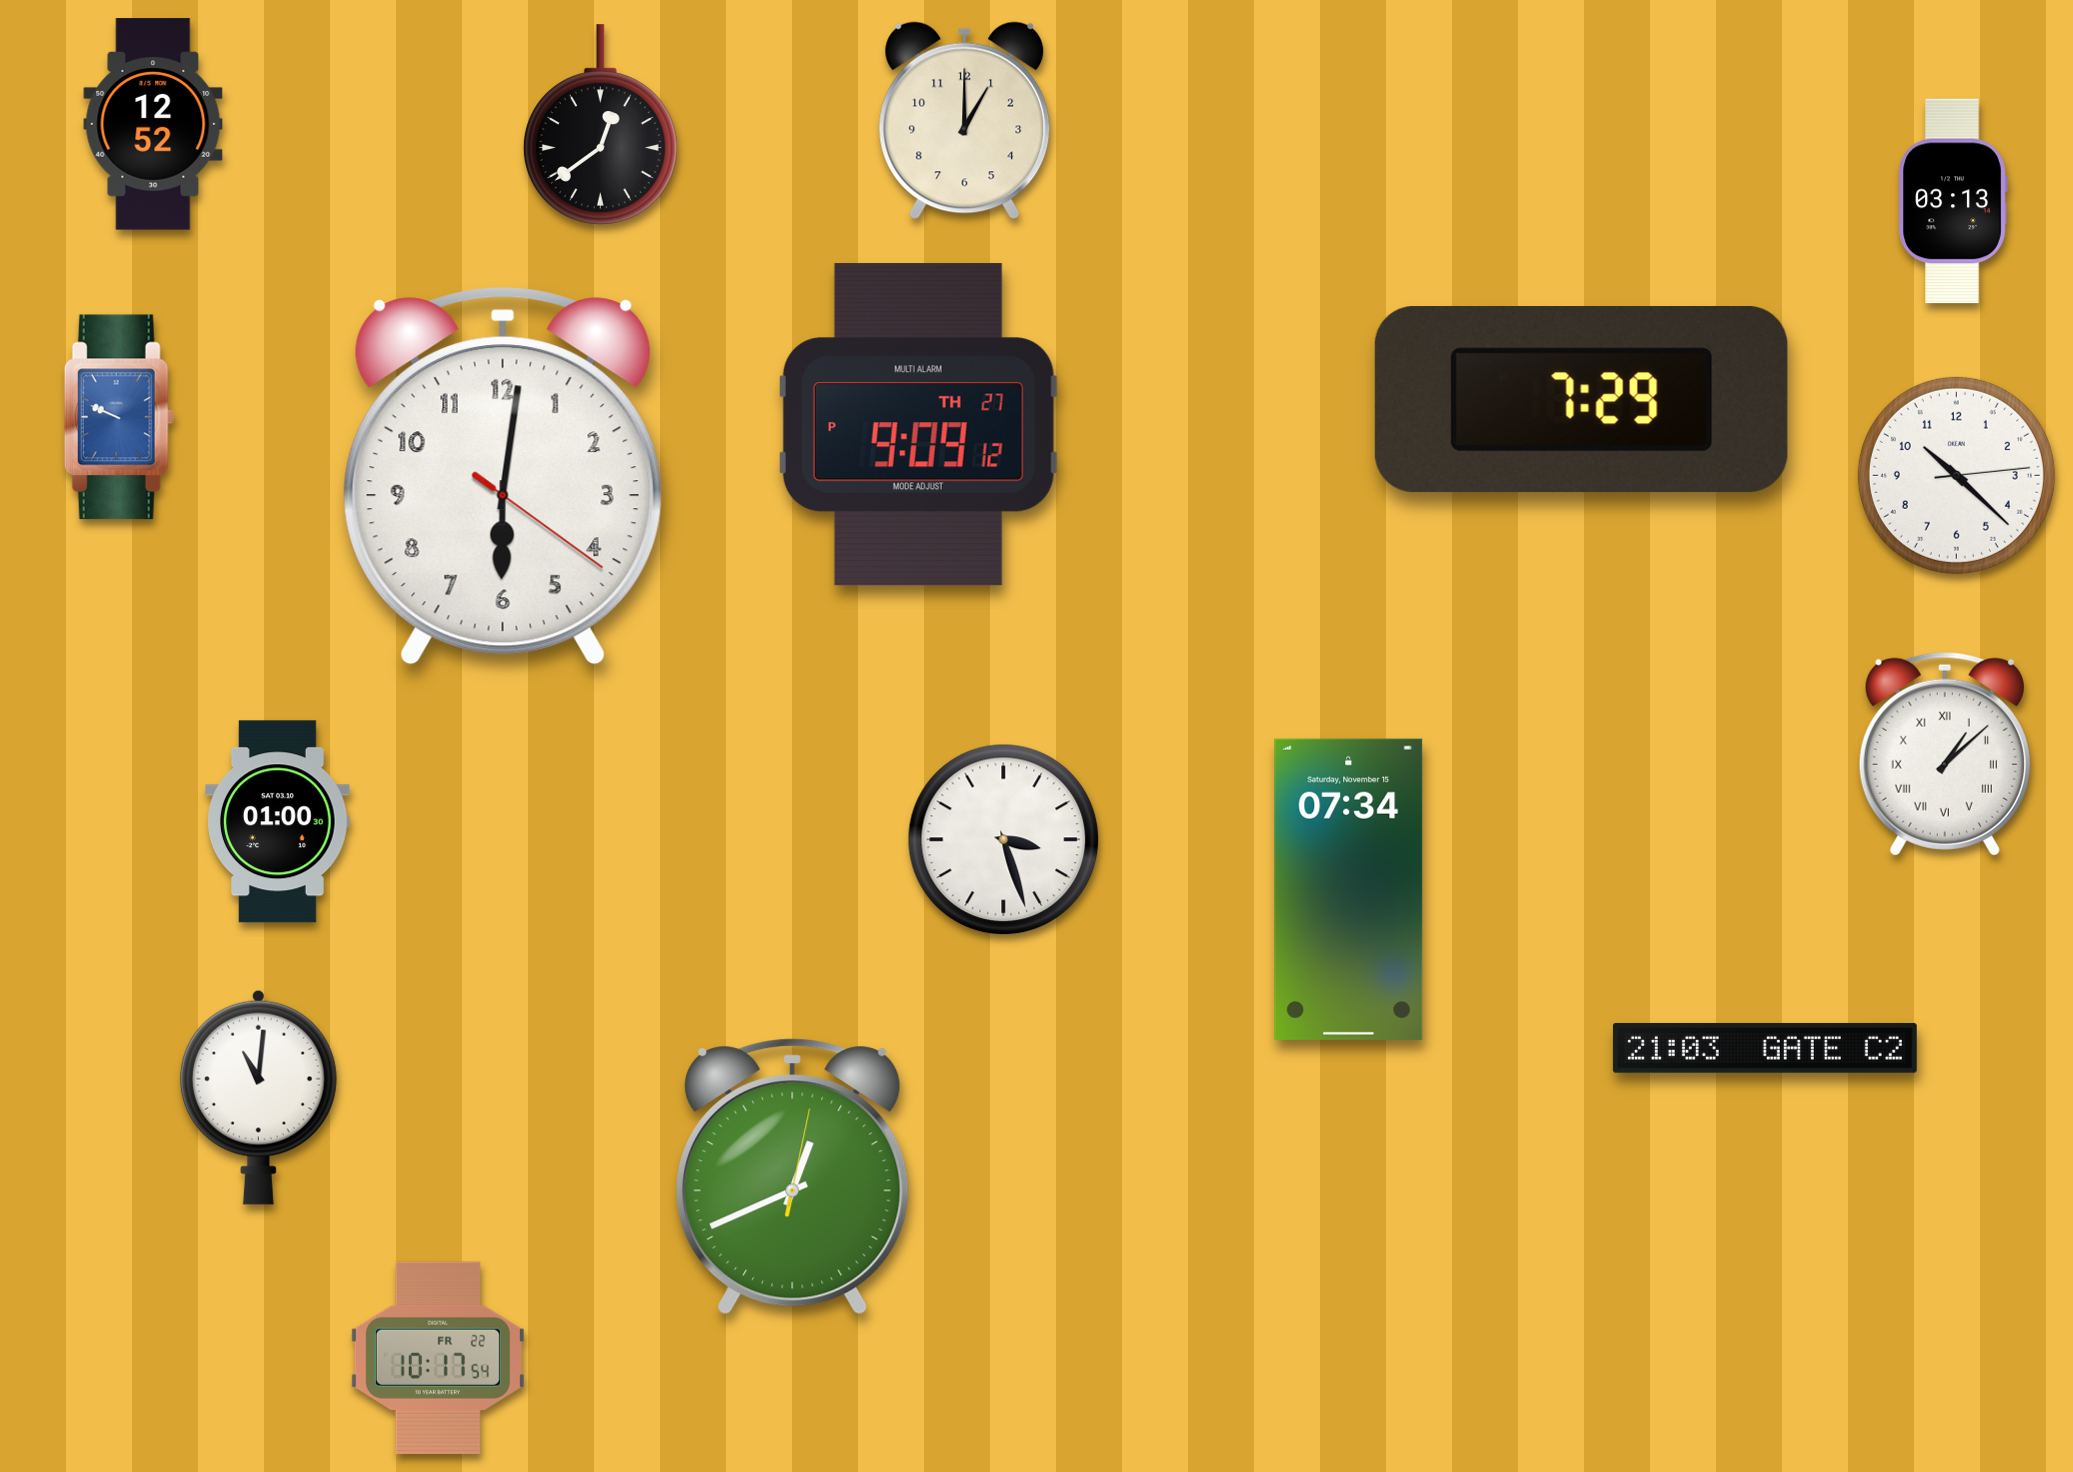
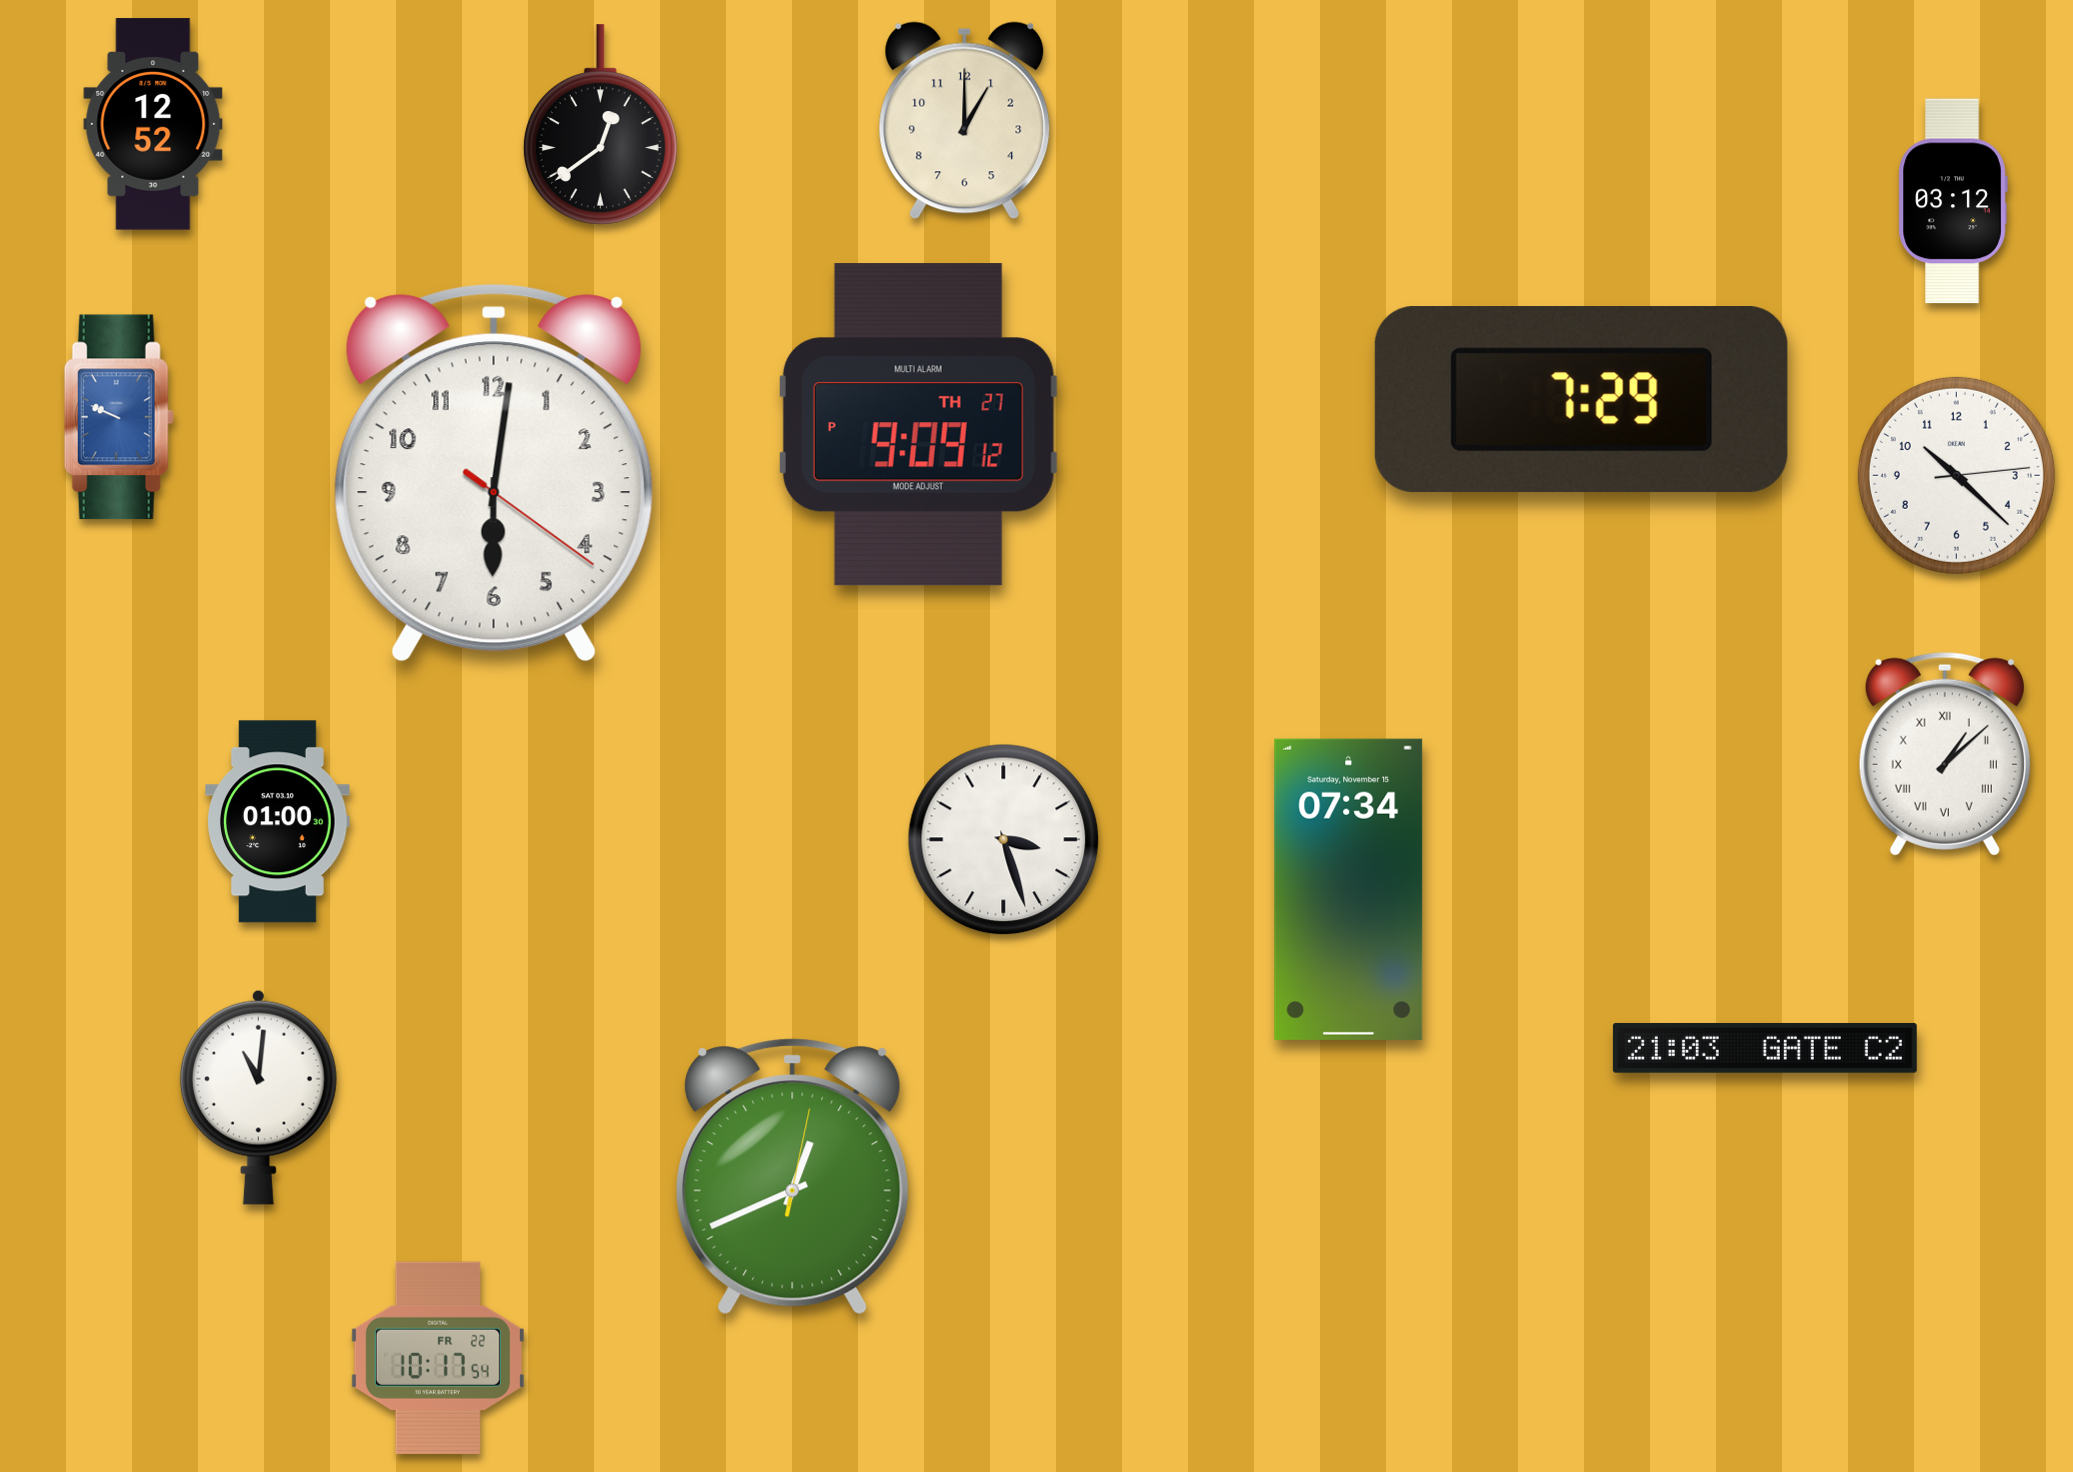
clock at (1953, 201): 03:13 -> 03:12
clock at (503, 476) position: (503, 476) -> (494, 473)
